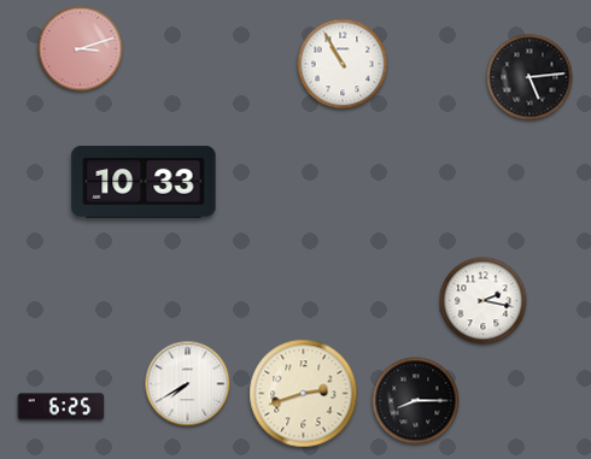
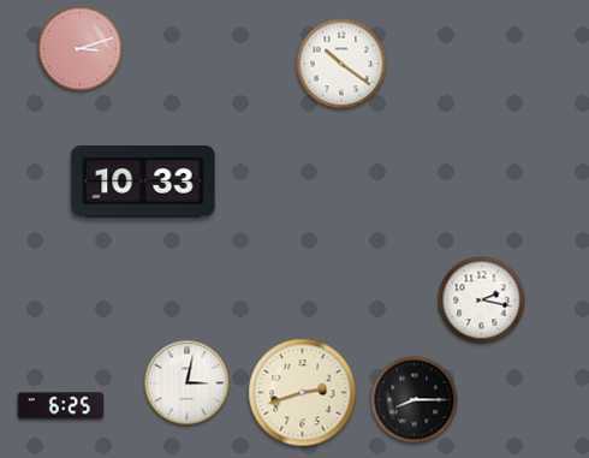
clock at (343, 64): 10:55 -> 10:21
clock at (529, 77): 5:14 -> none
clock at (188, 384): 7:40 -> 3:02
